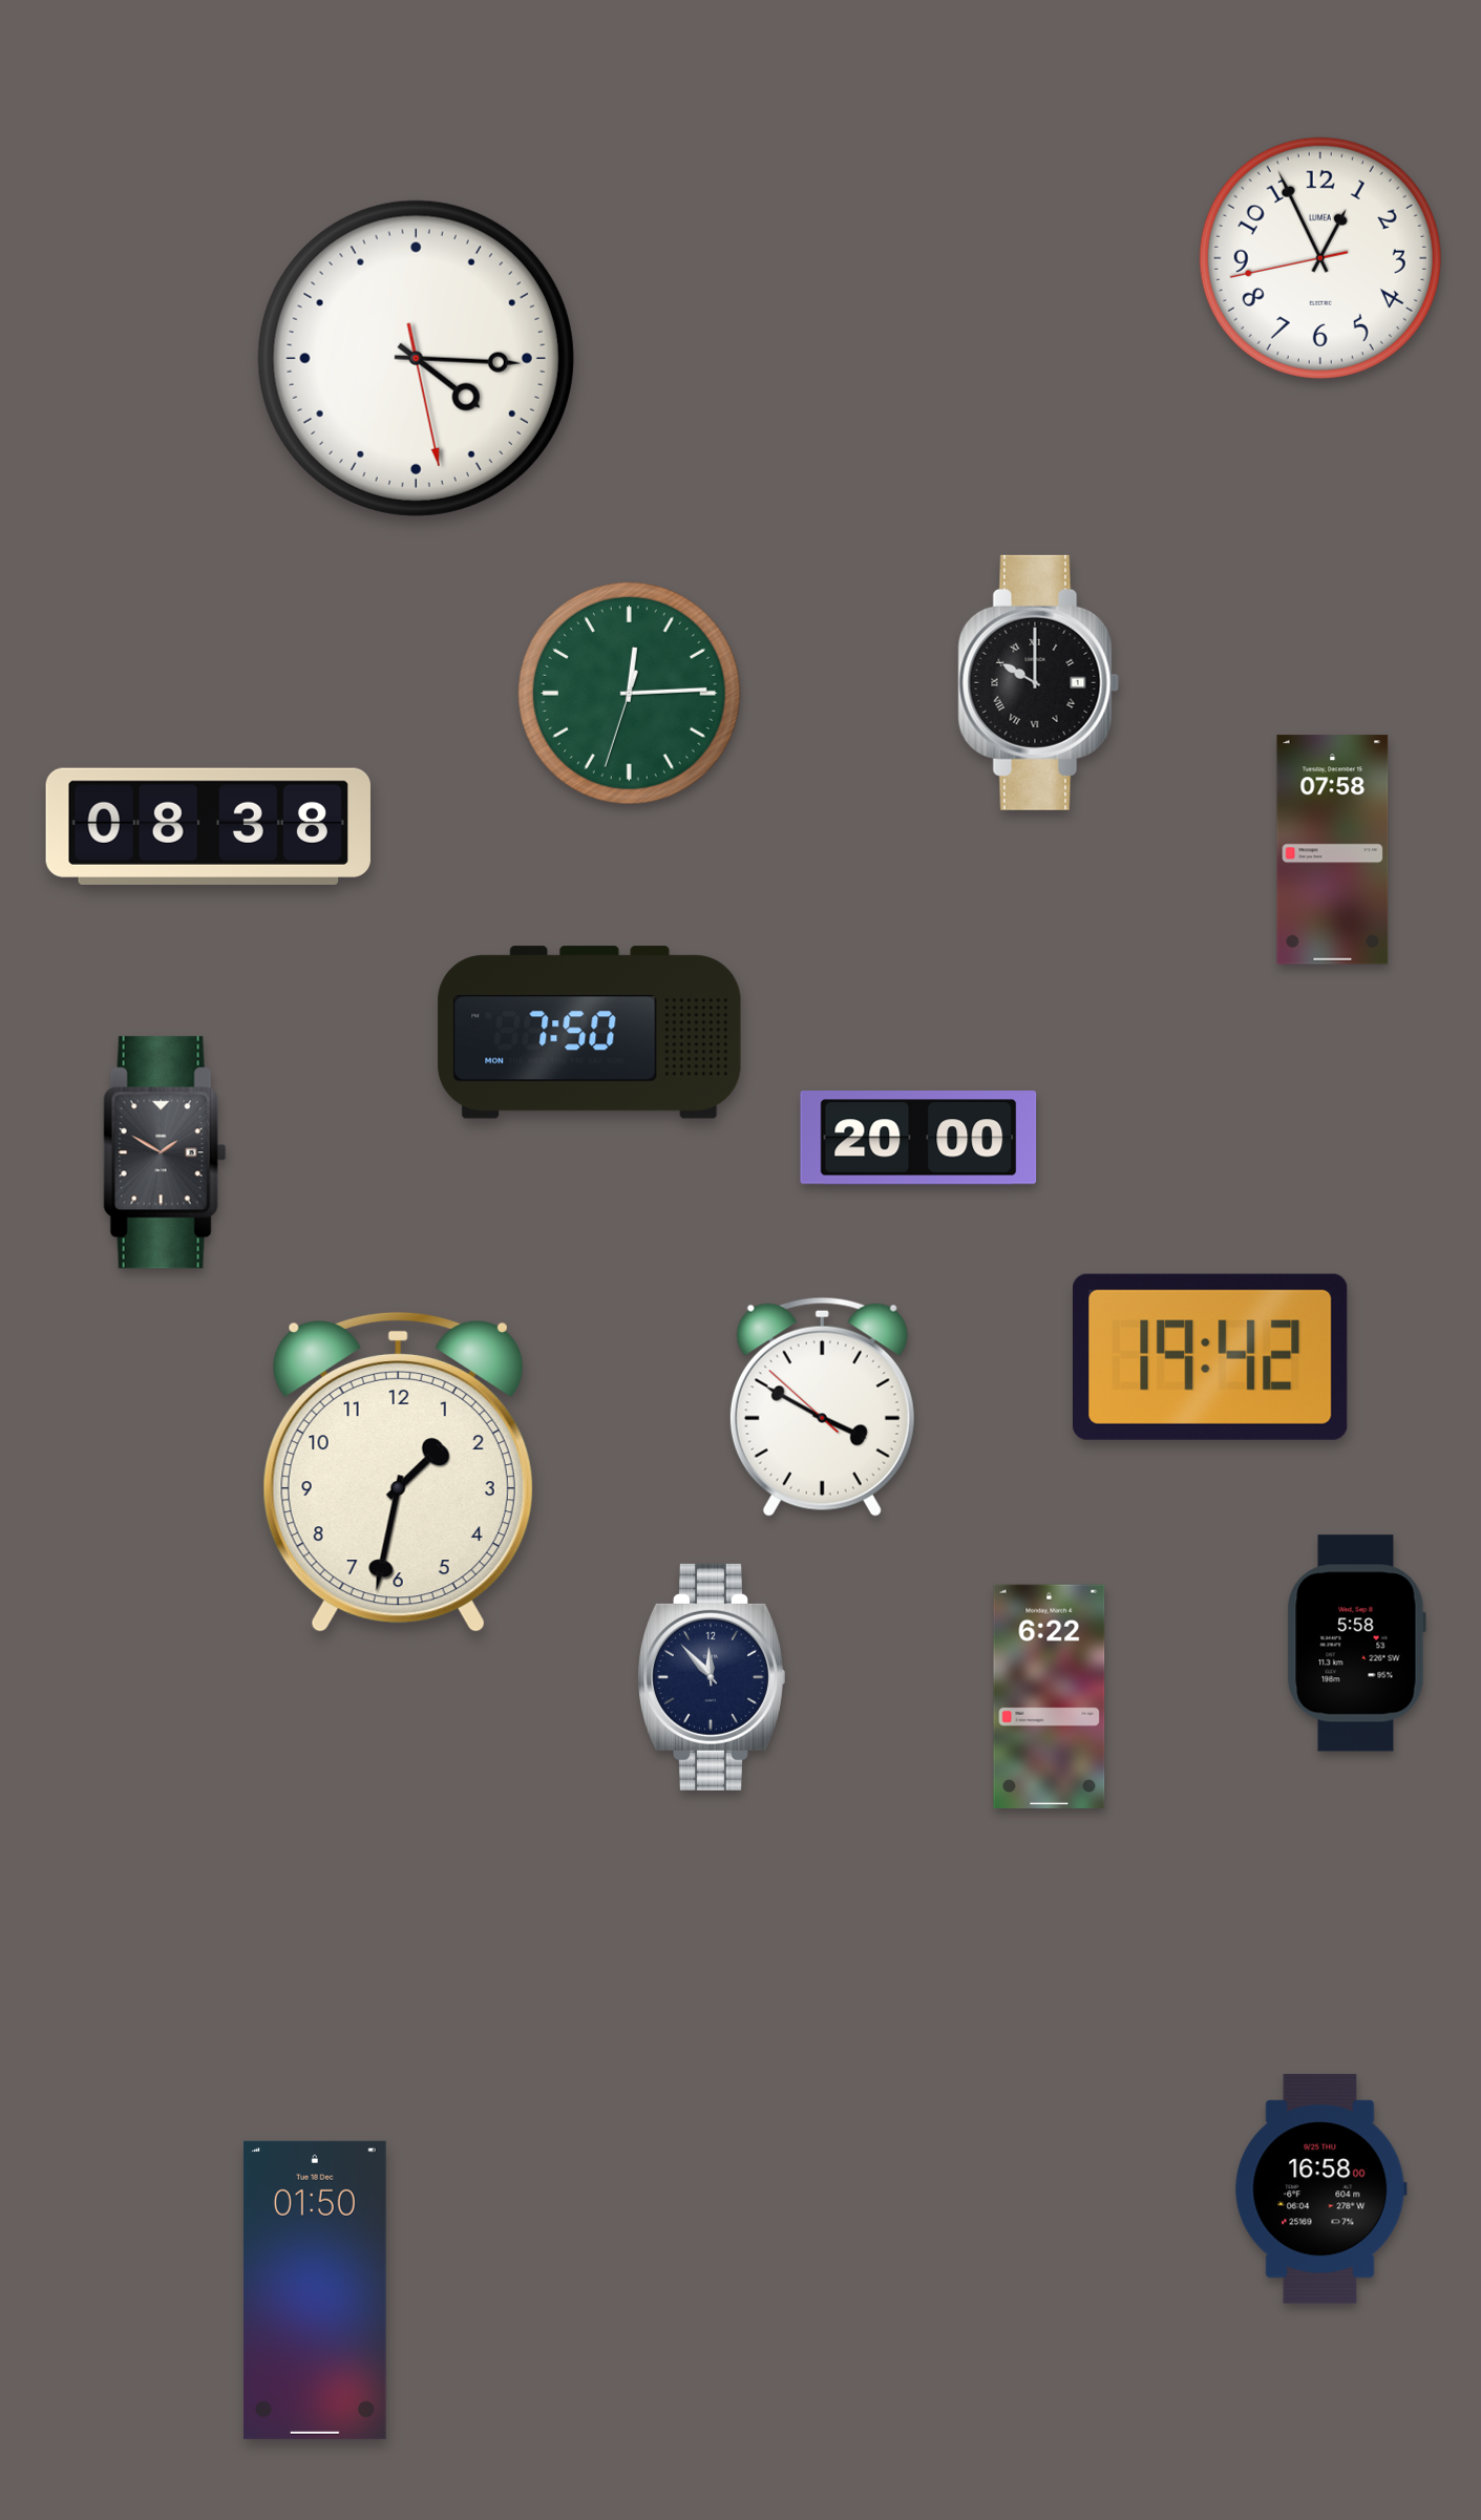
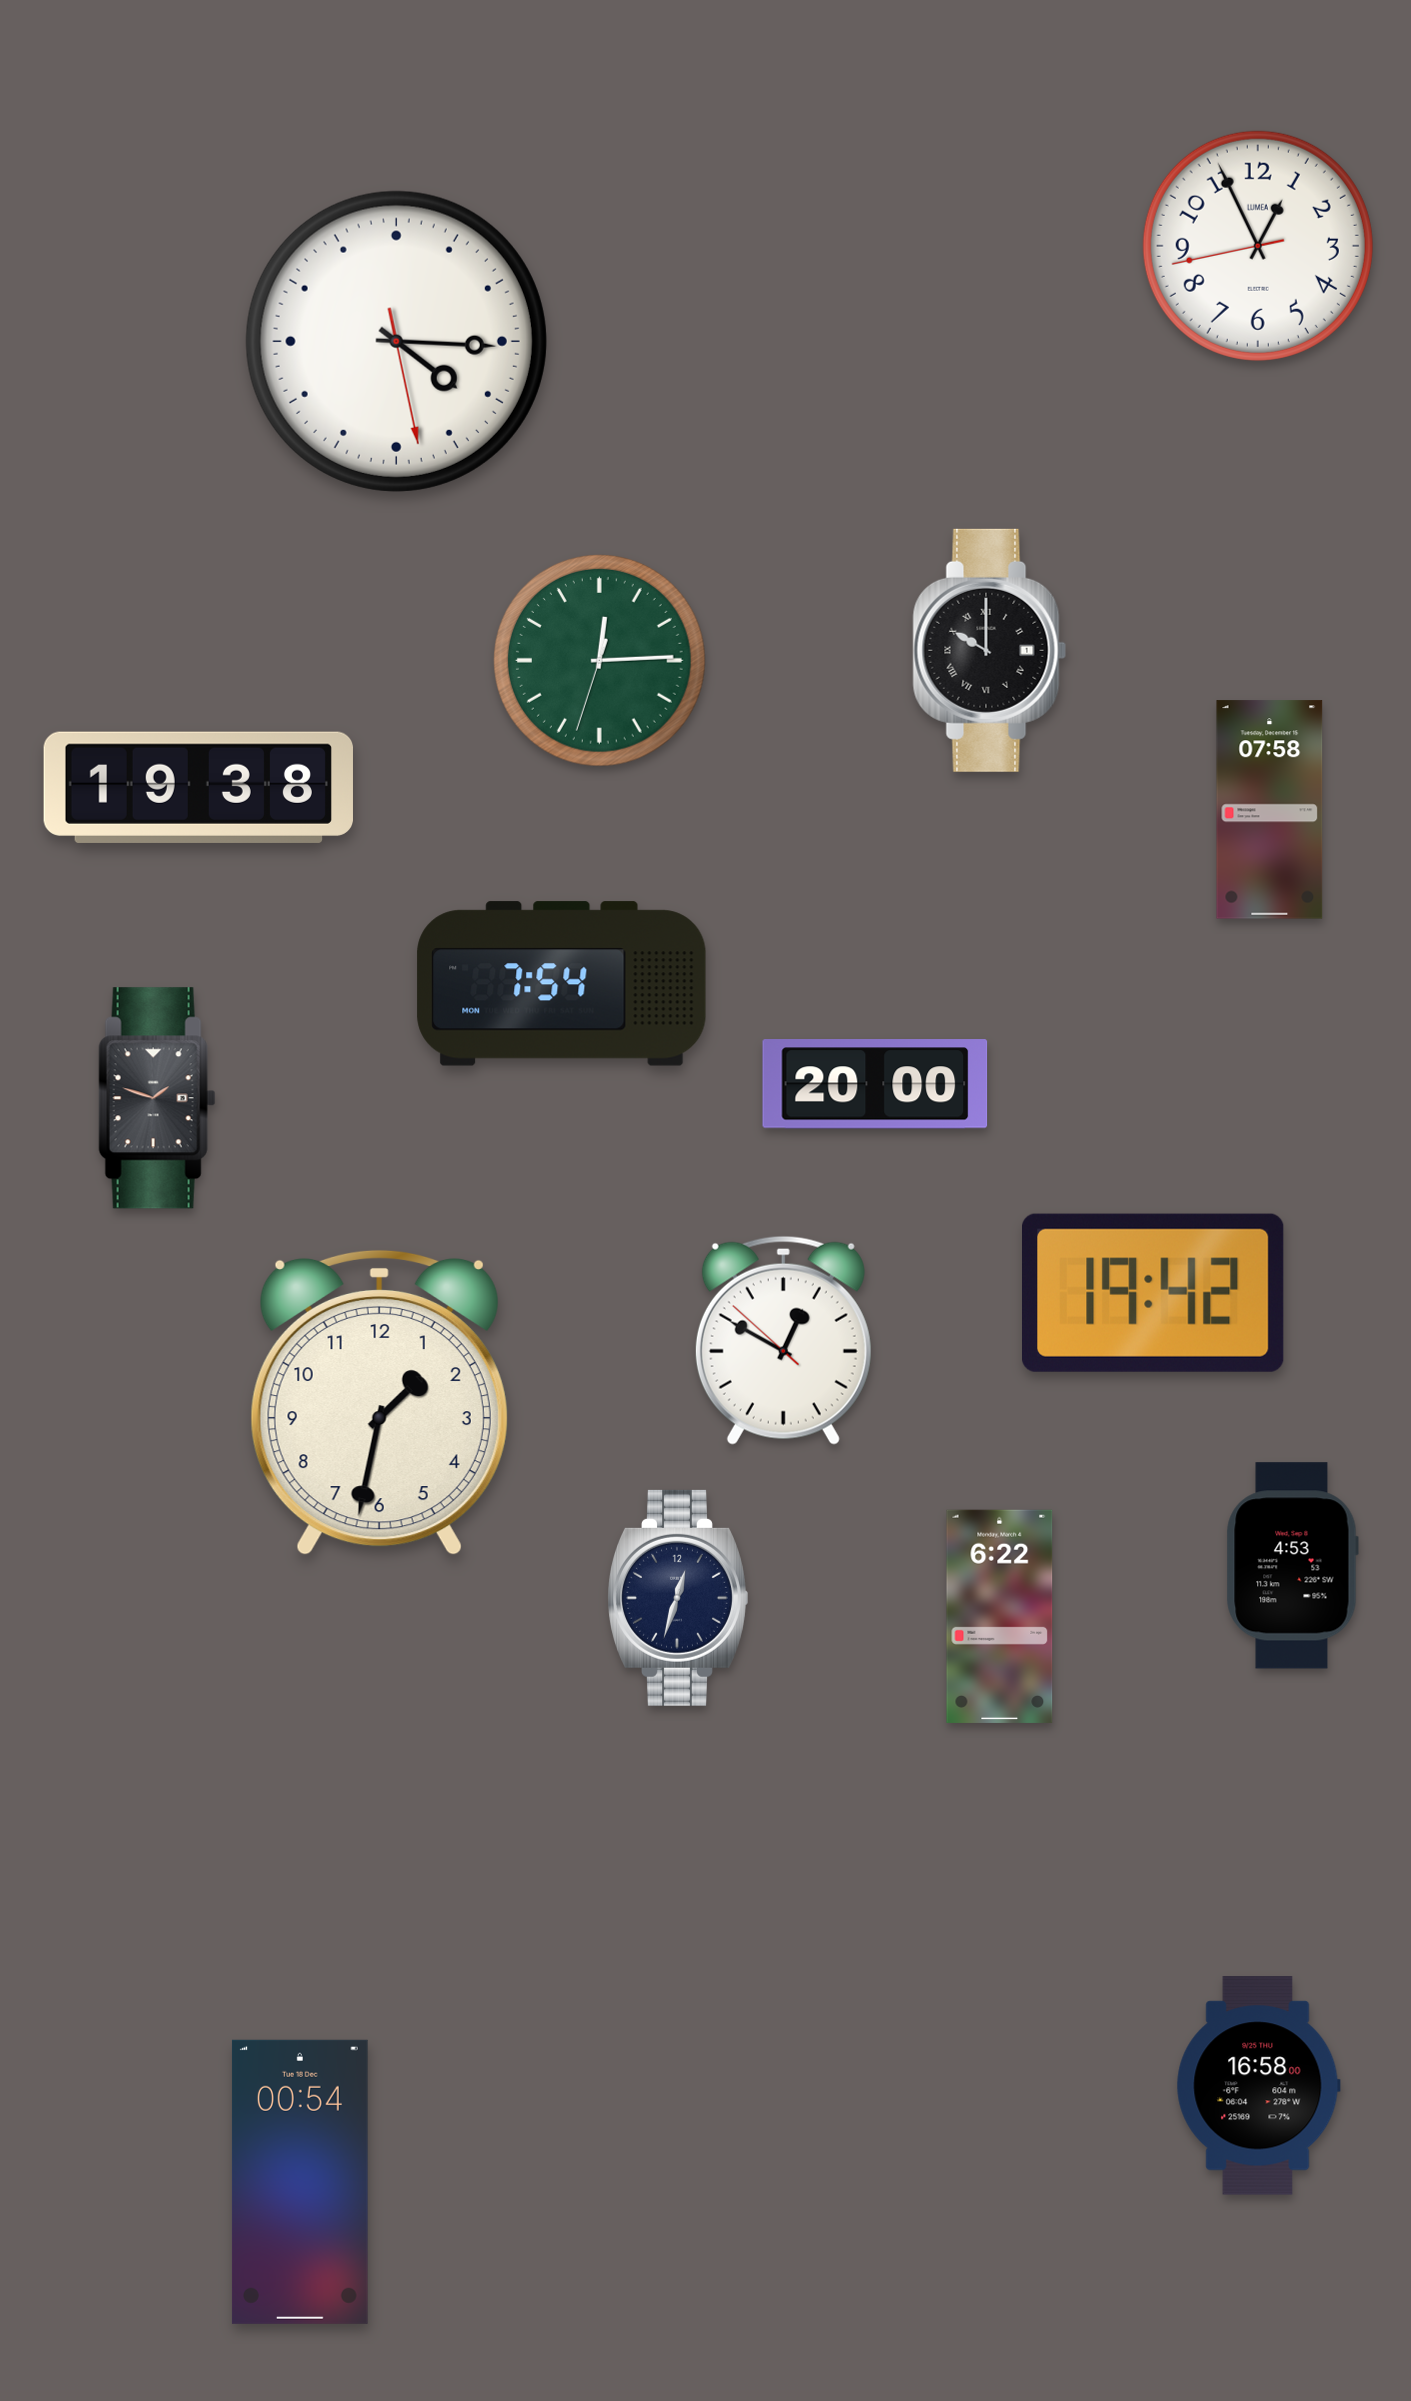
clock at (208, 826): 08:38 -> 19:38
clock at (590, 1033): 7:50 -> 7:54
clock at (165, 1152): 1:50 -> 1:48
clock at (822, 1406): 3:49 -> 12:49
clock at (1356, 1644): 5:58 -> 4:53
clock at (712, 1677): 11:53 -> 12:33
clock at (315, 2290): 01:50 -> 00:54
